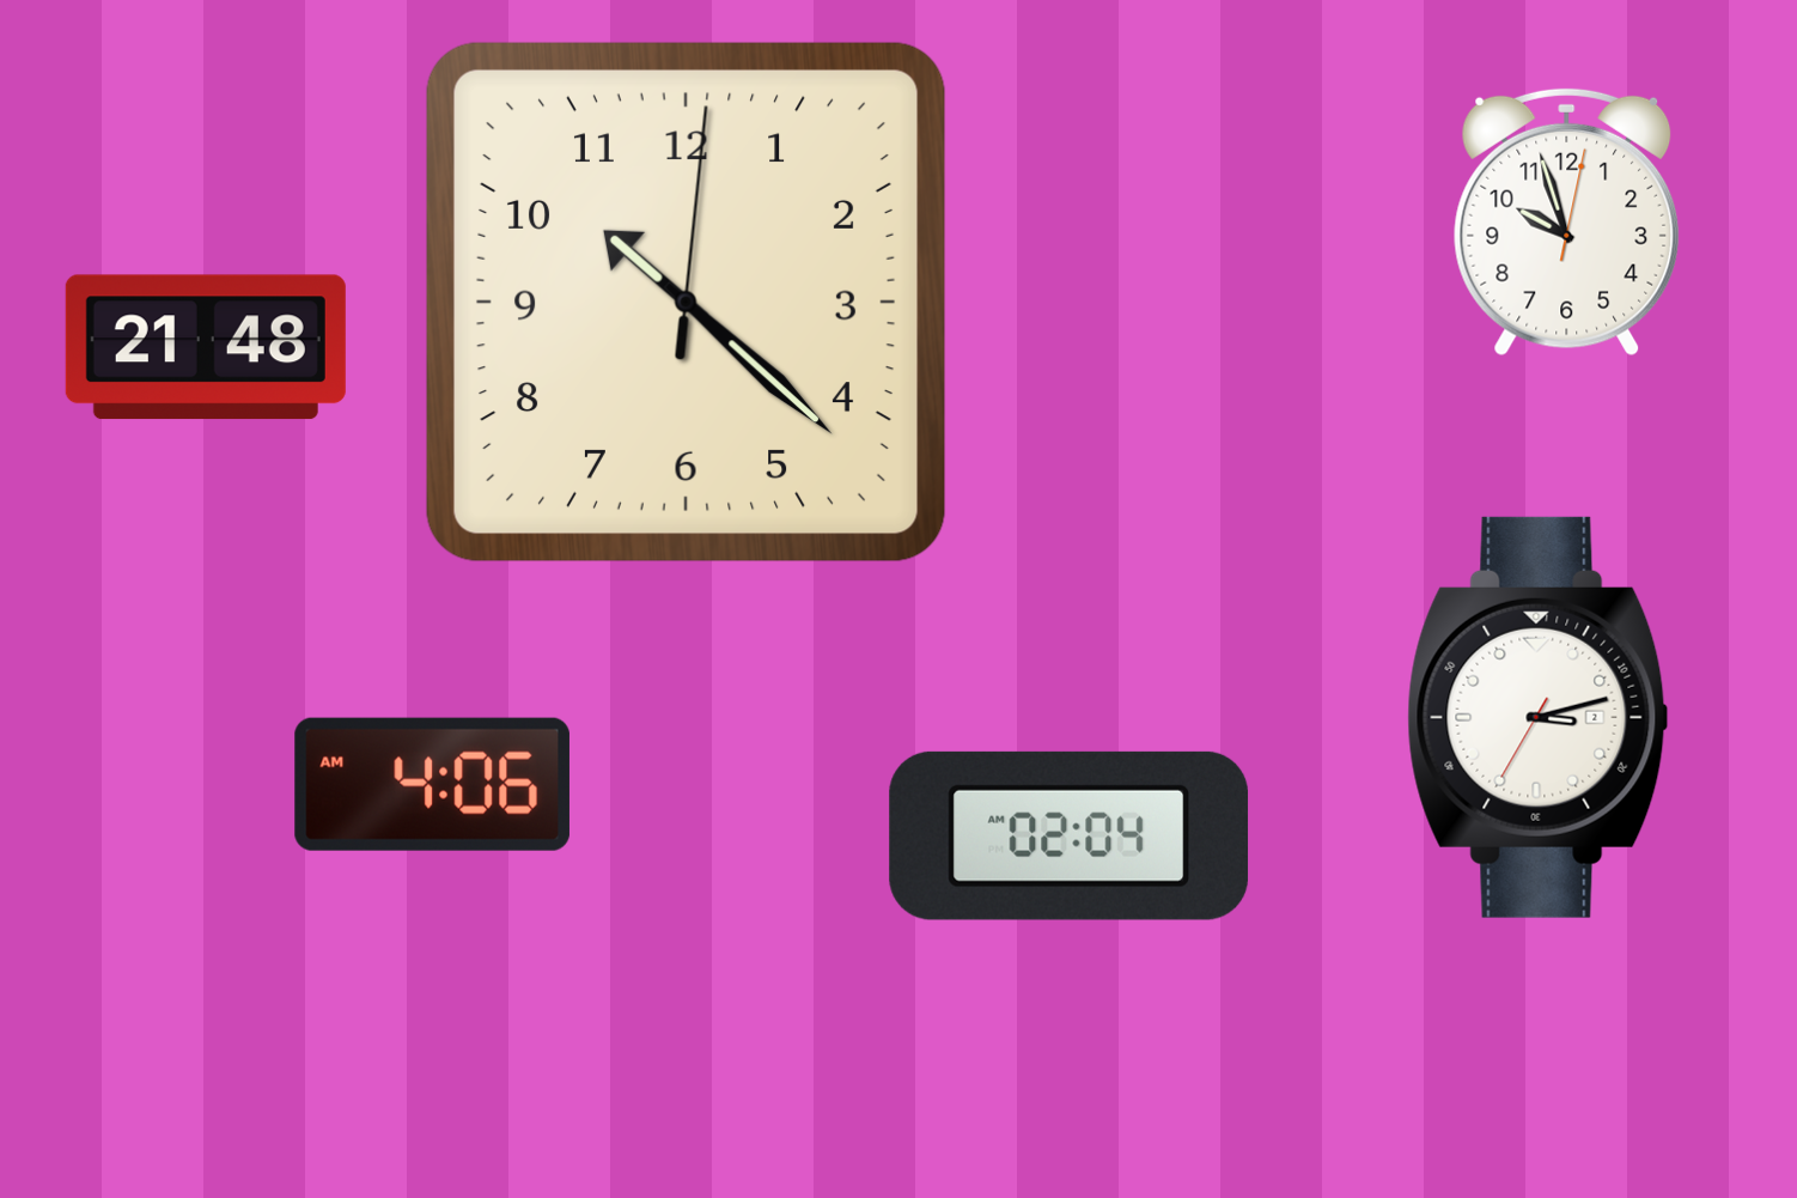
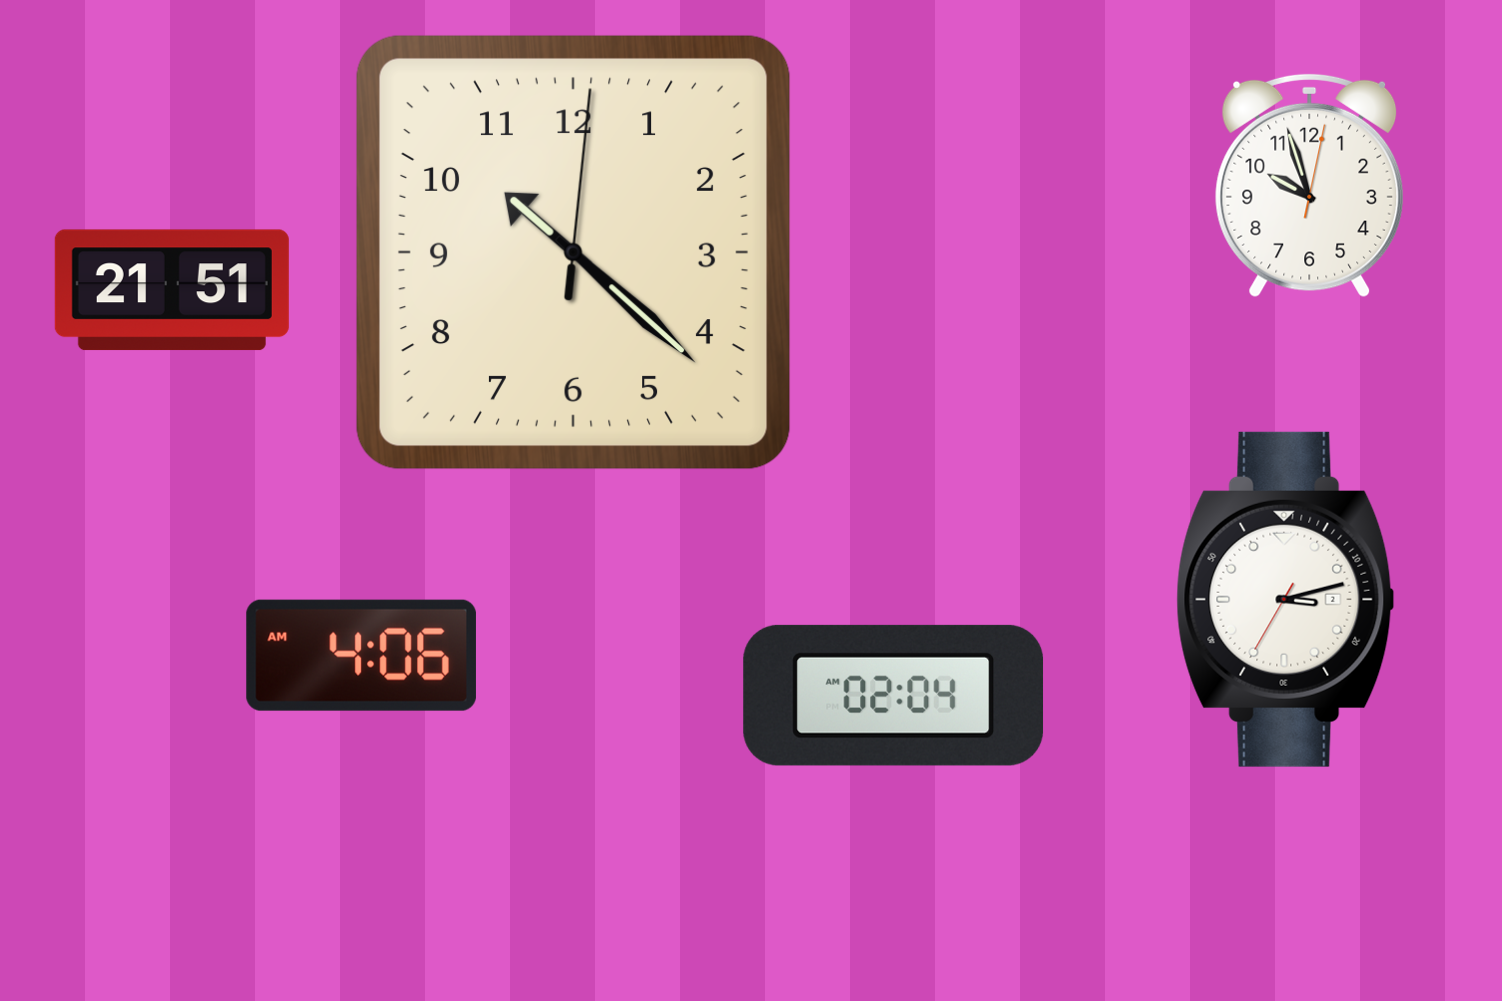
clock at (206, 347): 21:48 -> 21:51
clock at (1070, 835) position: (1070, 835) -> (894, 695)
